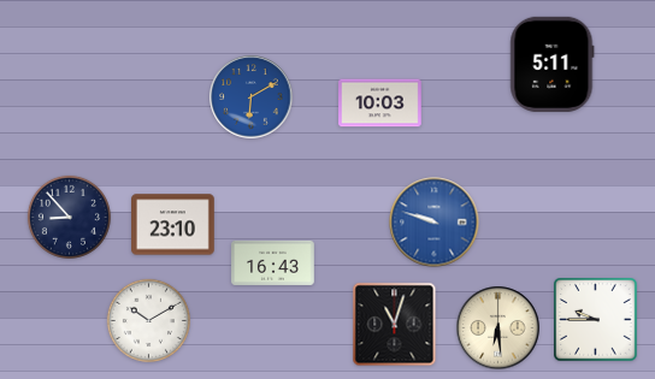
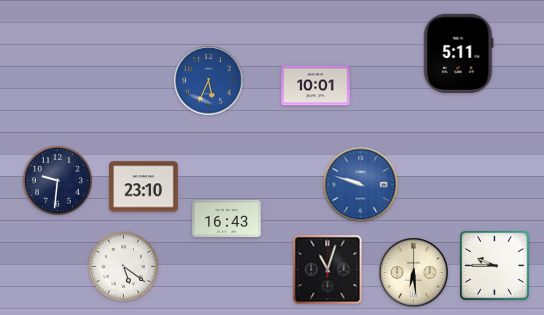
clock at (252, 97): 6:10 -> 5:34
clock at (380, 103): 10:03 -> 10:01
clock at (69, 217): 8:53 -> 9:31
clock at (148, 320): 10:10 -> 5:21
